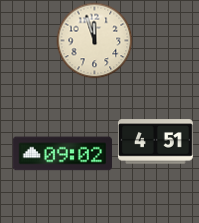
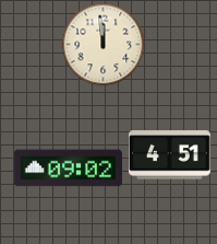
clock at (95, 41): 11:57 -> 11:59
